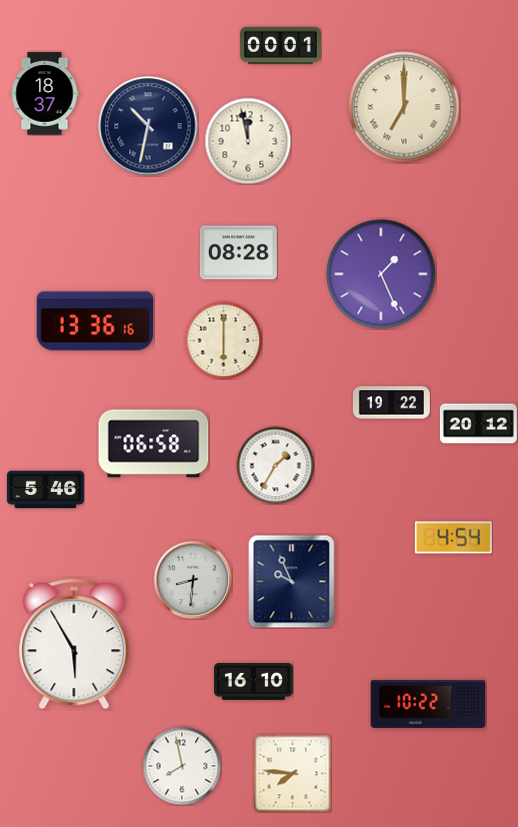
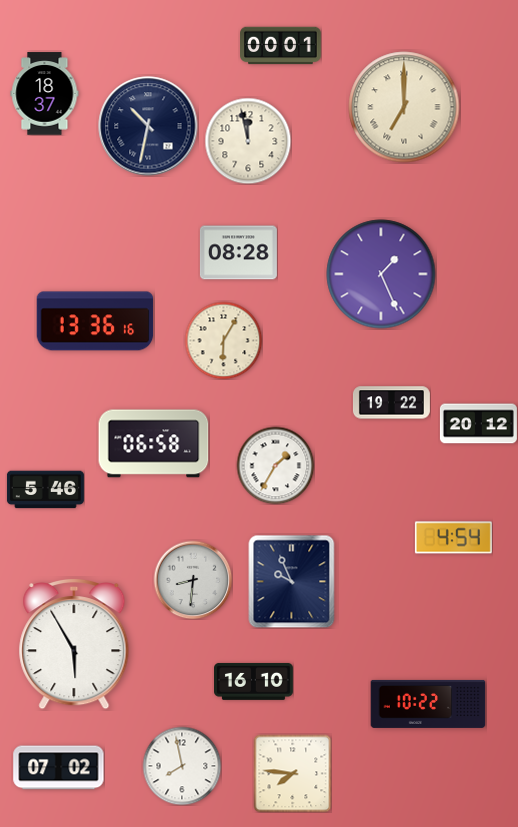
clock at (223, 340): 6:00 -> 6:05
clock at (59, 768): none -> 07:02
